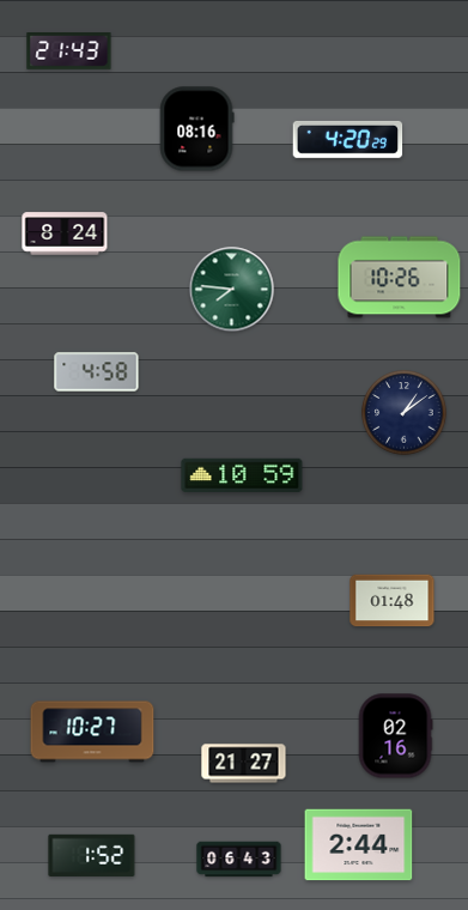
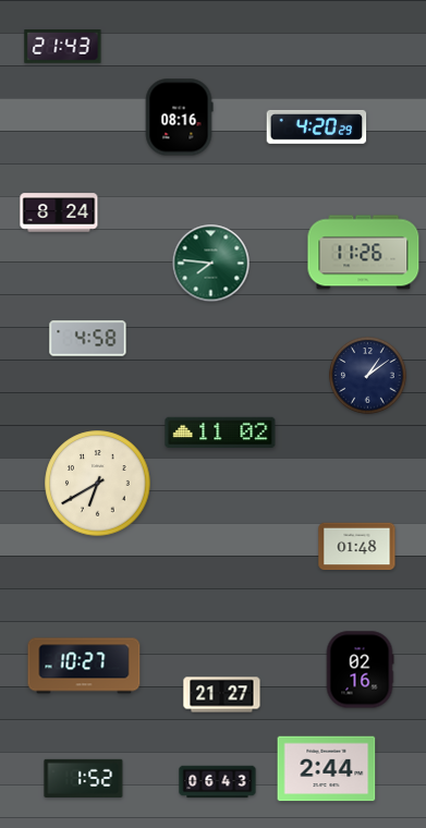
clock at (400, 278): 10:26 -> 11:26
clock at (242, 475): 10:59 -> 11:02
clock at (98, 484): none -> 6:40
